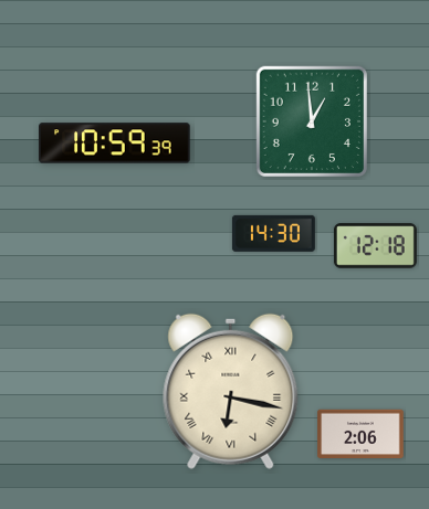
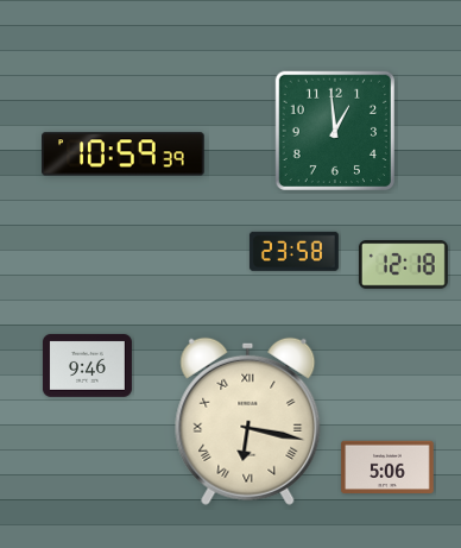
clock at (273, 233): 14:30 -> 23:58
clock at (87, 365): none -> 9:46
clock at (360, 434): 2:06 -> 5:06
